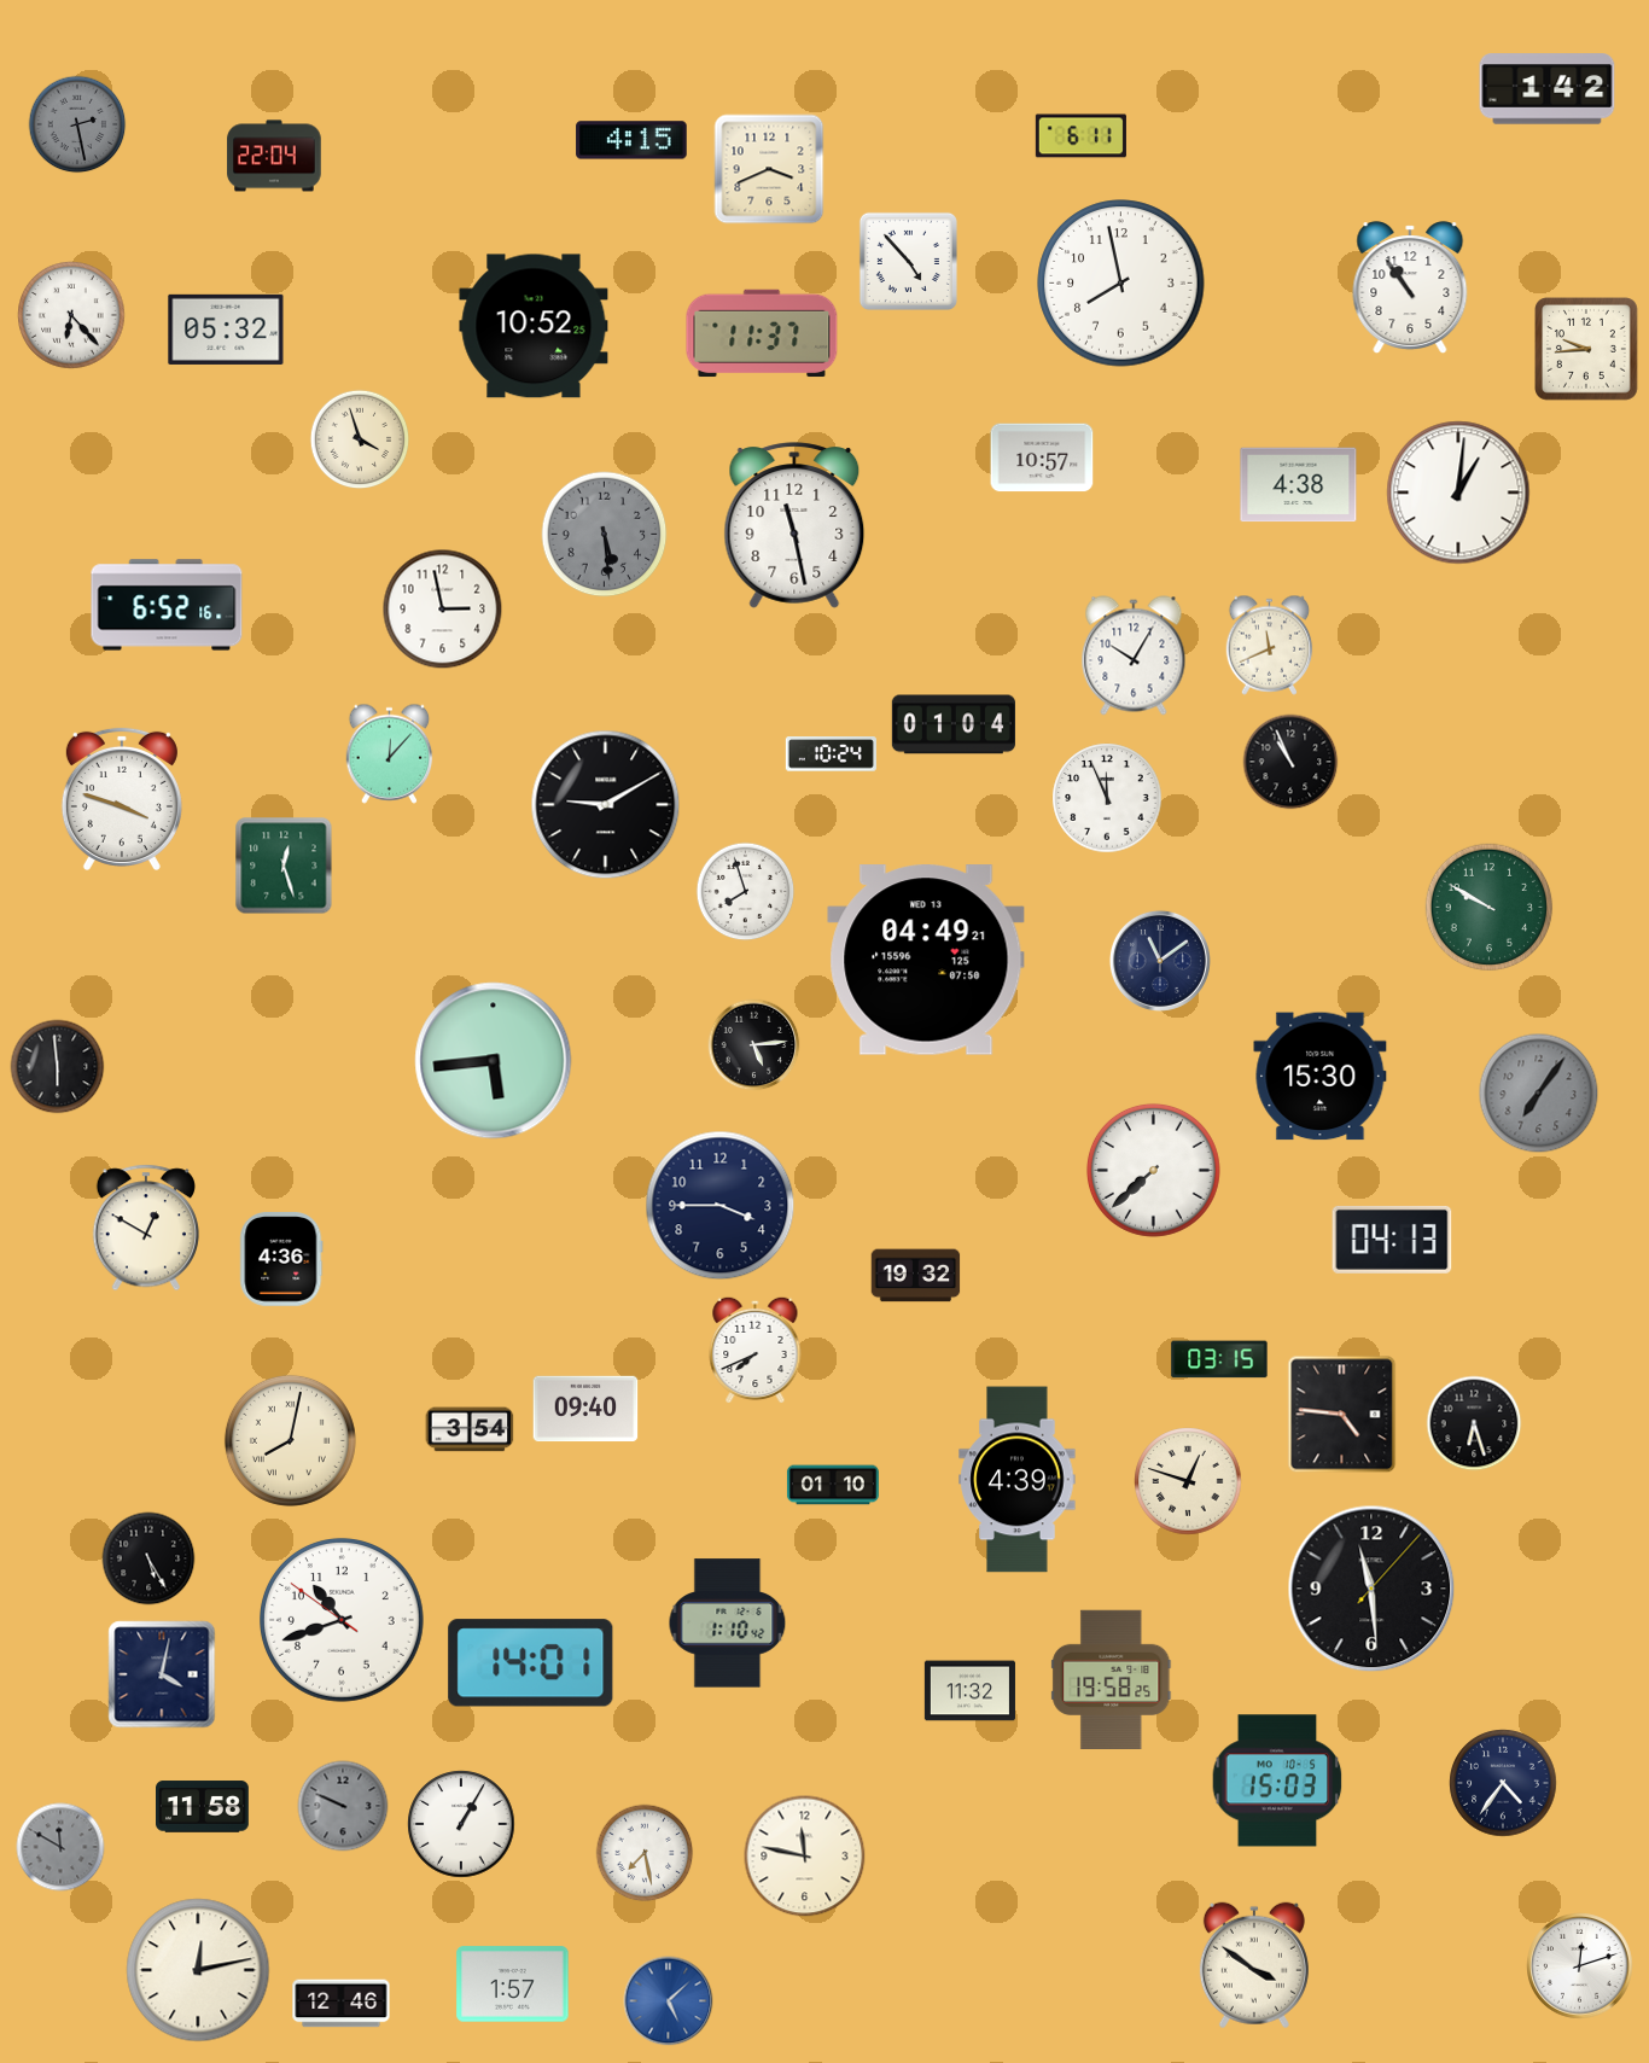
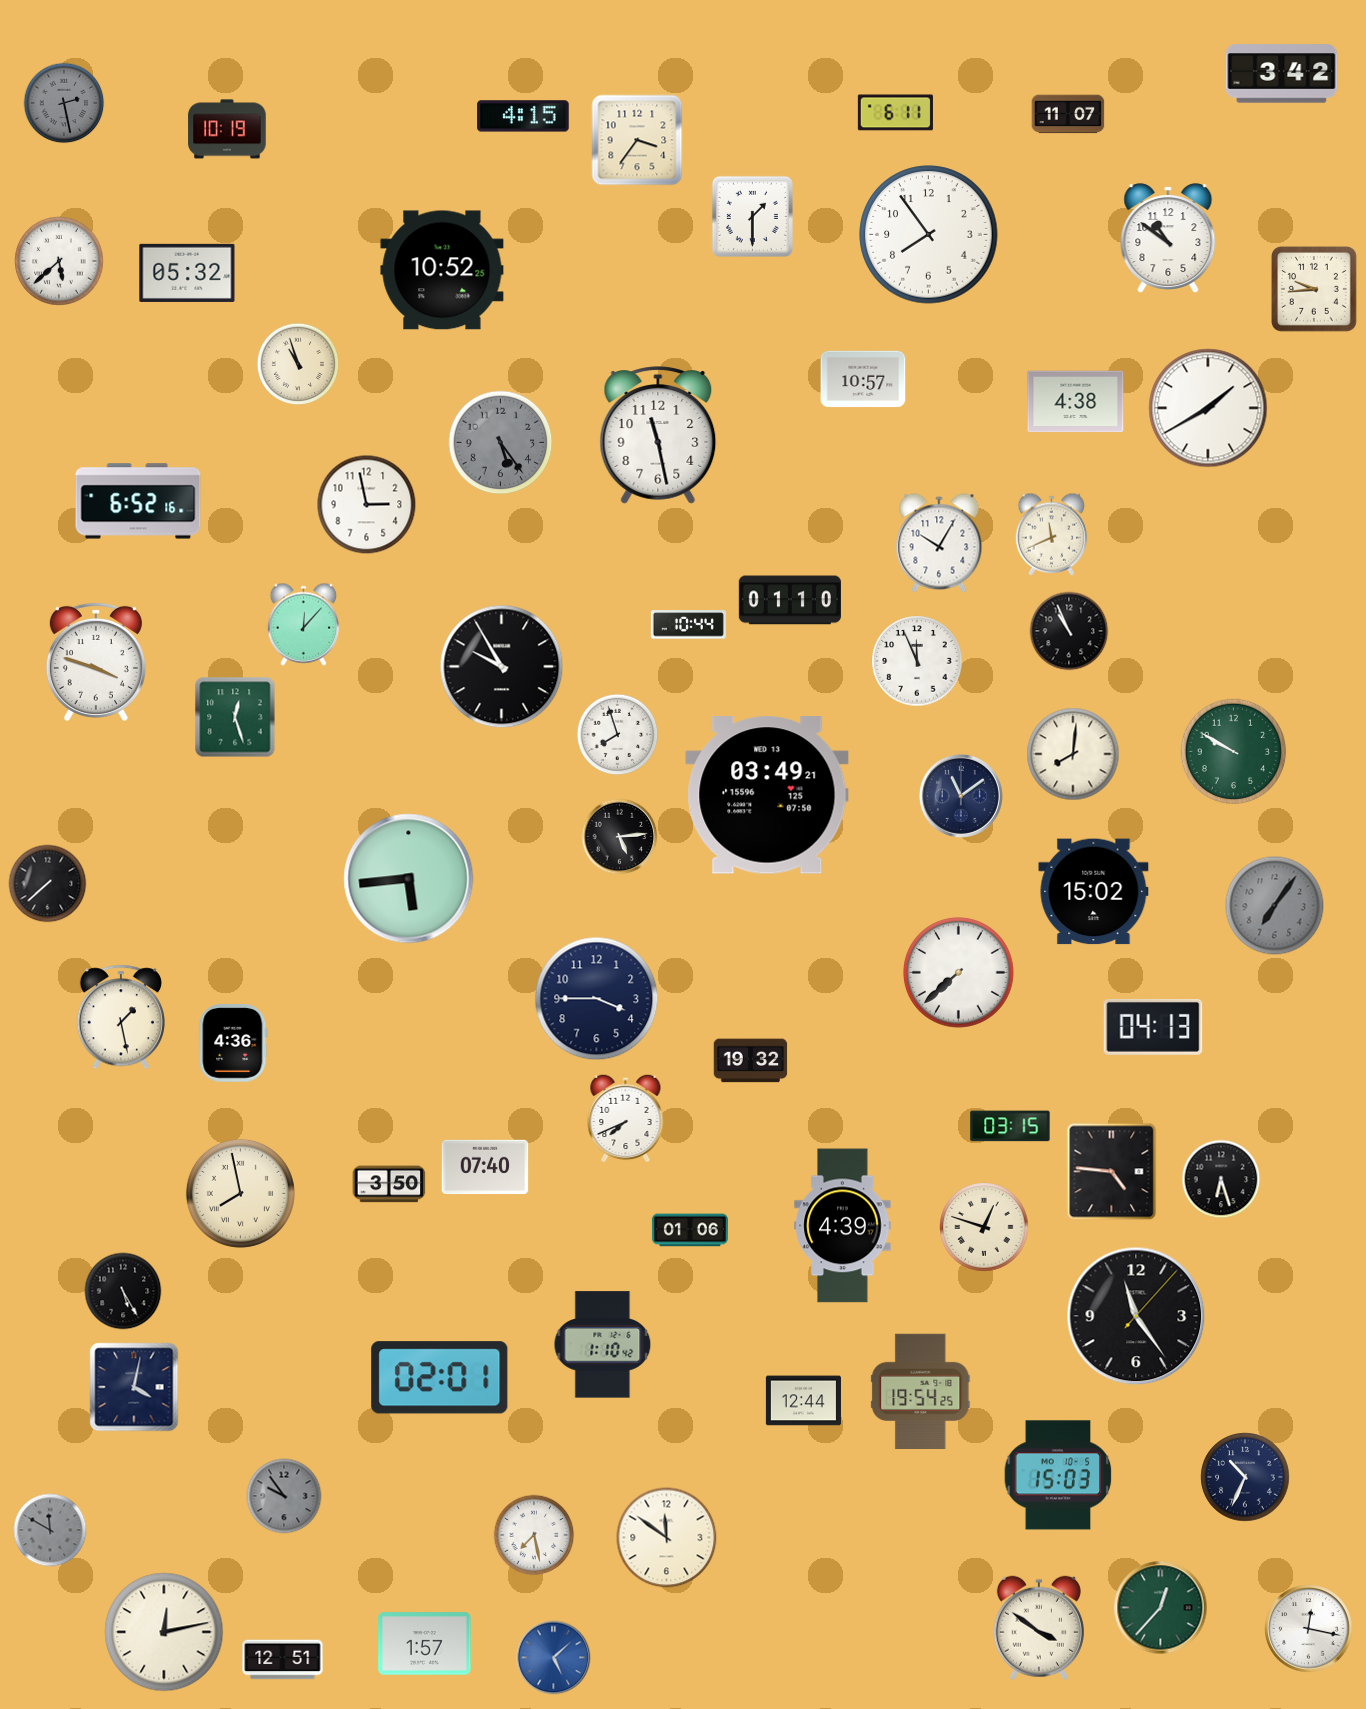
clock at (1548, 89): 1:42 -> 3:42
clock at (1068, 114): none -> 11:07
clock at (274, 156): 22:04 -> 10:19
clock at (769, 169): 3:41 -> 3:36
clock at (908, 261): 4:53 -> 1:30
clock at (1121, 284): 7:58 -> 7:54
clock at (1410, 287): 10:54 -> 10:51
clock at (71, 315): 6:23 -> 5:38
clock at (762, 333): 11:37 -> none
clock at (360, 439): 3:57 -> 10:57
clock at (1458, 493): 1:01 -> 1:40
clock at (605, 535): 5:29 -> 5:24
clock at (954, 724): 01:04 -> 01:10
clock at (390, 753) position: (390, 753) -> (304, 624)
clock at (831, 754): 10:24 -> 10:44
clock at (122, 799) position: (122, 799) -> (96, 662)
clock at (606, 805): 9:10 -> 9:55
clock at (746, 892) position: (746, 892) -> (618, 735)
clock at (1073, 754): none -> 8:01
clock at (926, 960): 04:49 -> 03:49
clock at (754, 1045) position: (754, 1045) -> (620, 837)
clock at (58, 1067): 5:59 -> 7:38
clock at (1321, 1077): 15:30 -> 15:02
clock at (1153, 1170) position: (1153, 1170) -> (958, 972)
clock at (146, 1228): 12:50 -> 1:28
clock at (916, 1276) position: (916, 1276) -> (751, 1061)
clock at (585, 1409): 09:40 -> 07:40
clock at (470, 1429): 3:54 -> 3:50
clock at (290, 1440): 8:02 -> 7:58
clock at (833, 1485): 01:10 -> 01:06
clock at (1371, 1589): 11:29 -> 11:24
clock at (342, 1620): 10:41 -> none
clock at (531, 1663): 14:01 -> 02:01
clock at (1112, 1679): 19:58 -> 19:54
clock at (969, 1691): 11:32 -> 12:44
clock at (1503, 1783): 4:36 -> 10:34
clock at (343, 1806): 9:49 -> 9:54
clock at (203, 1807): 11:58 -> none
clock at (461, 1824): 1:05 -> none
clock at (805, 1857): 11:47 -> 11:51
clock at (1161, 1608): none -> 12:37
clock at (1580, 1966): 12:12 -> 12:17
clock at (342, 2004): 12:46 -> 12:51
